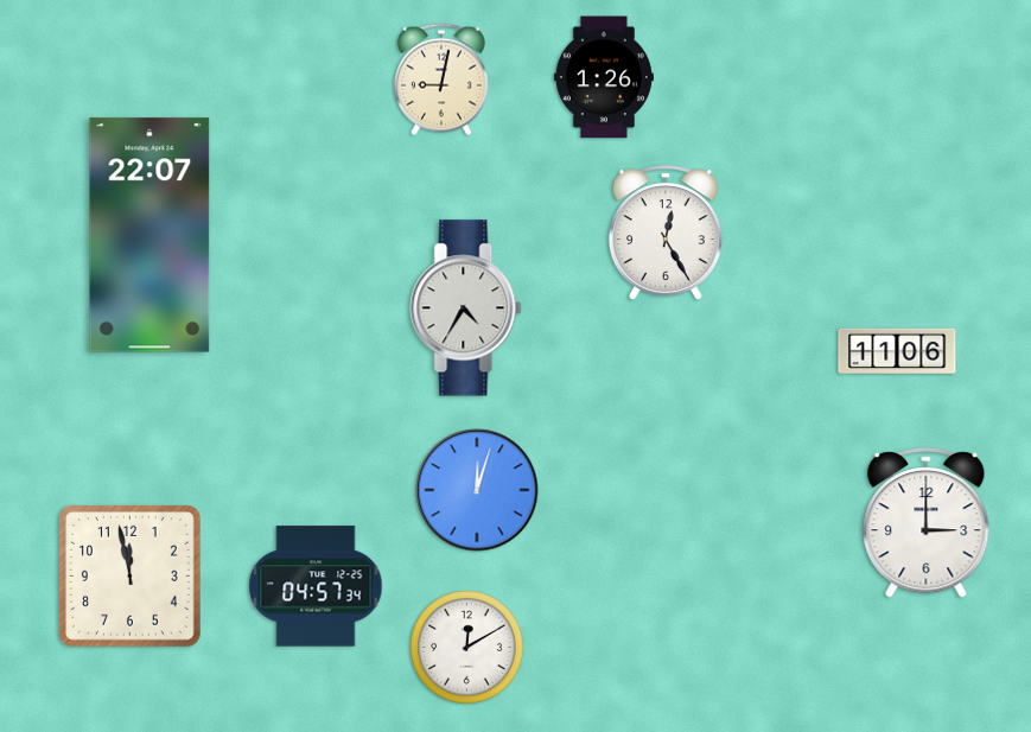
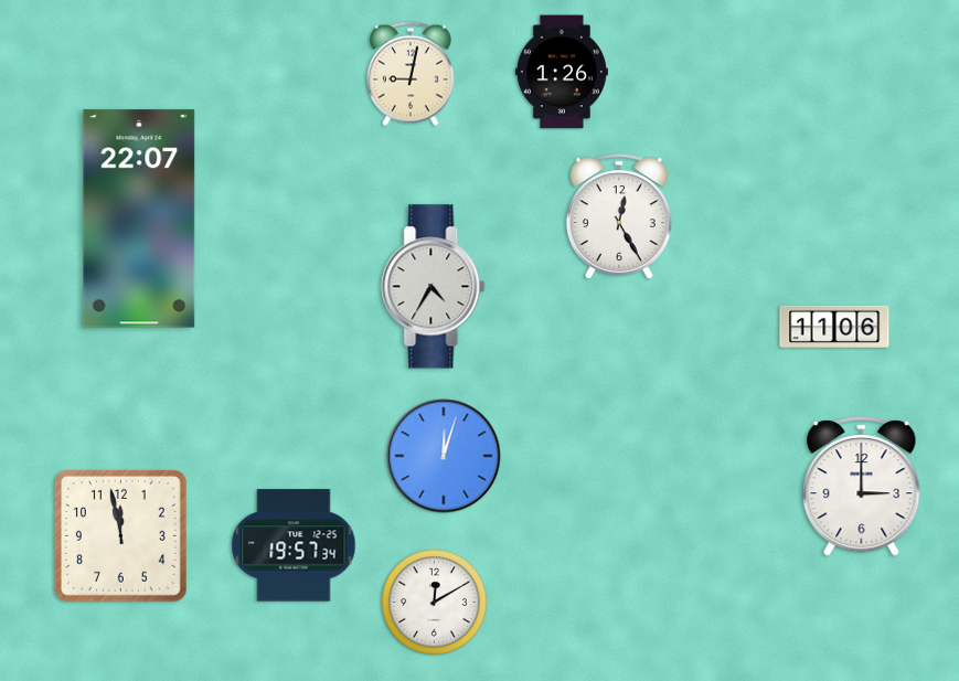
clock at (316, 586): 04:57 -> 19:57
